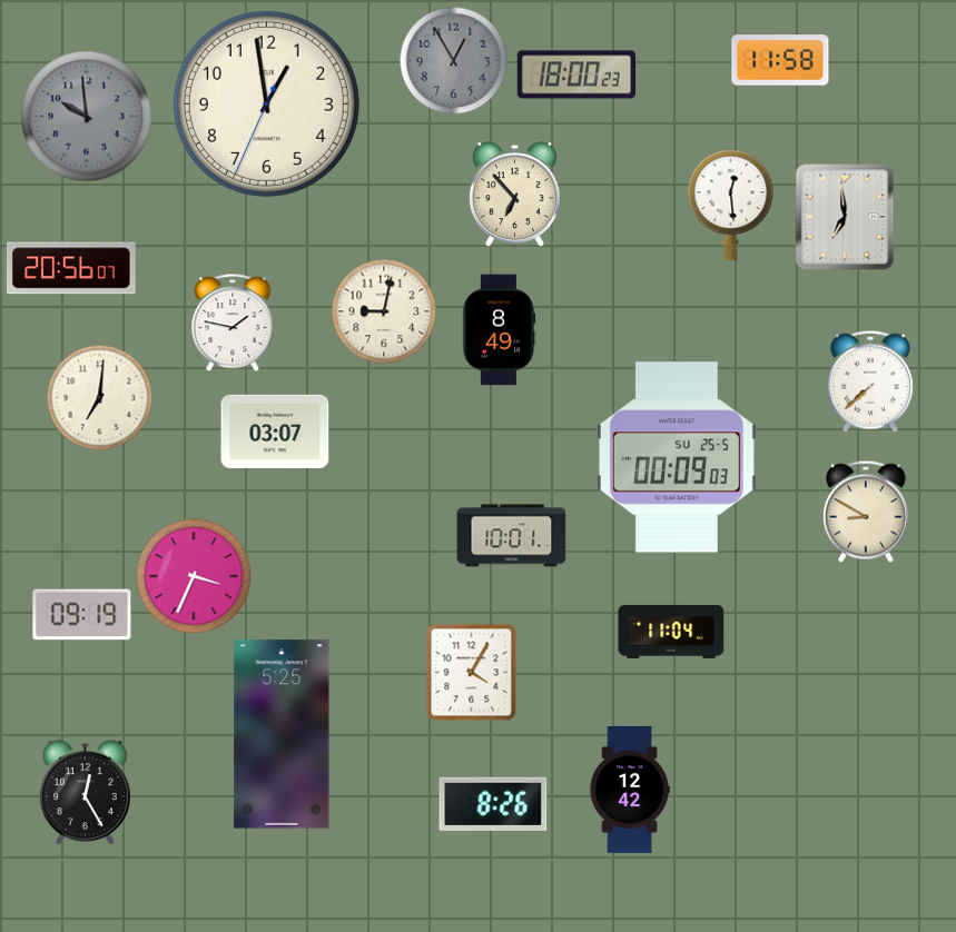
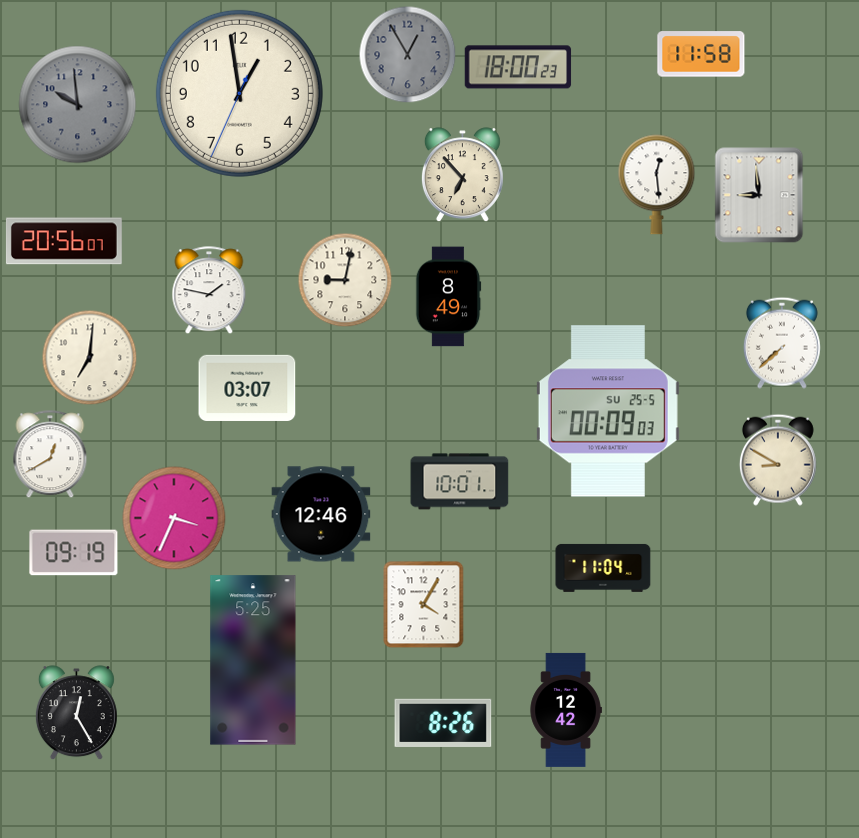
clock at (845, 217): 6:59 -> 8:59
clock at (50, 454): none -> 12:40
clock at (321, 514): none -> 12:46
